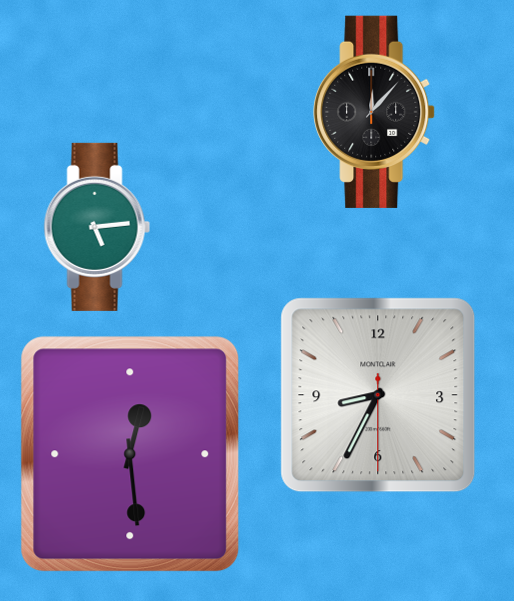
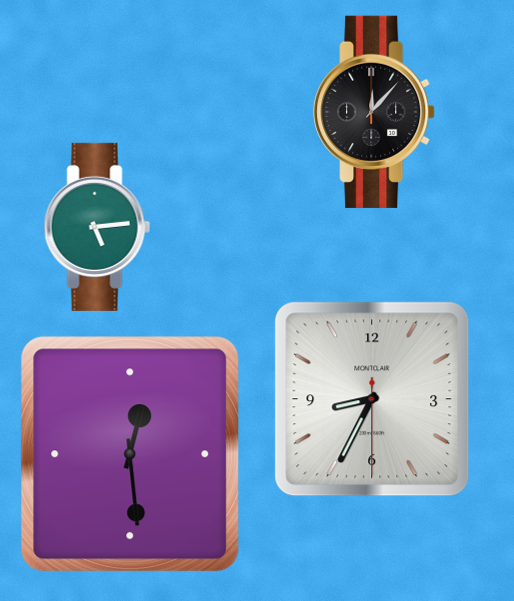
clock at (378, 395) position: (378, 395) -> (372, 399)
